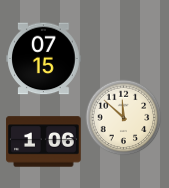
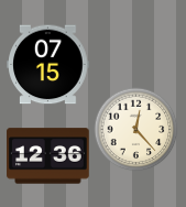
clock at (124, 118): 11:52 -> 12:23
clock at (44, 142): 1:06 -> 12:36
